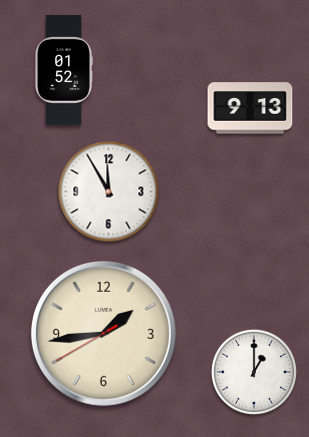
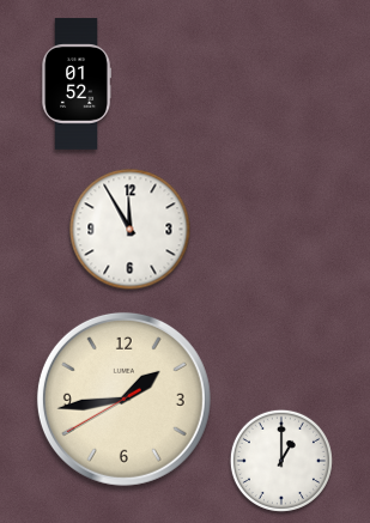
clock at (250, 108): 9:13 -> none
clock at (254, 372) position: (254, 372) -> (281, 461)
